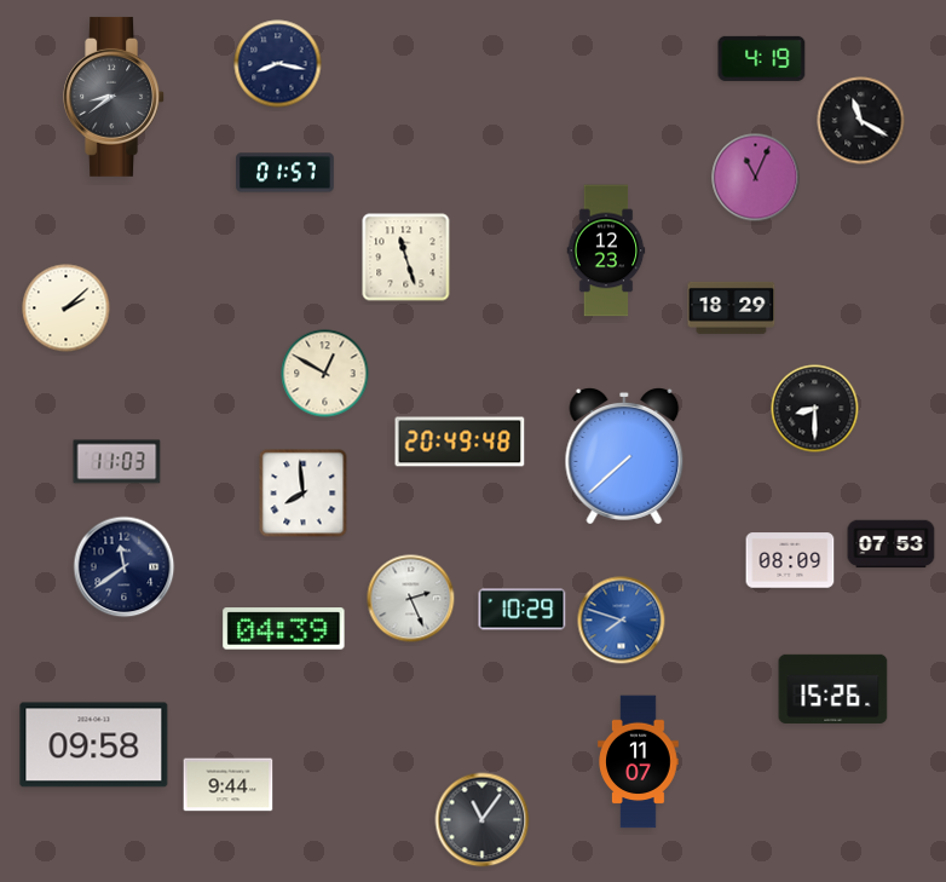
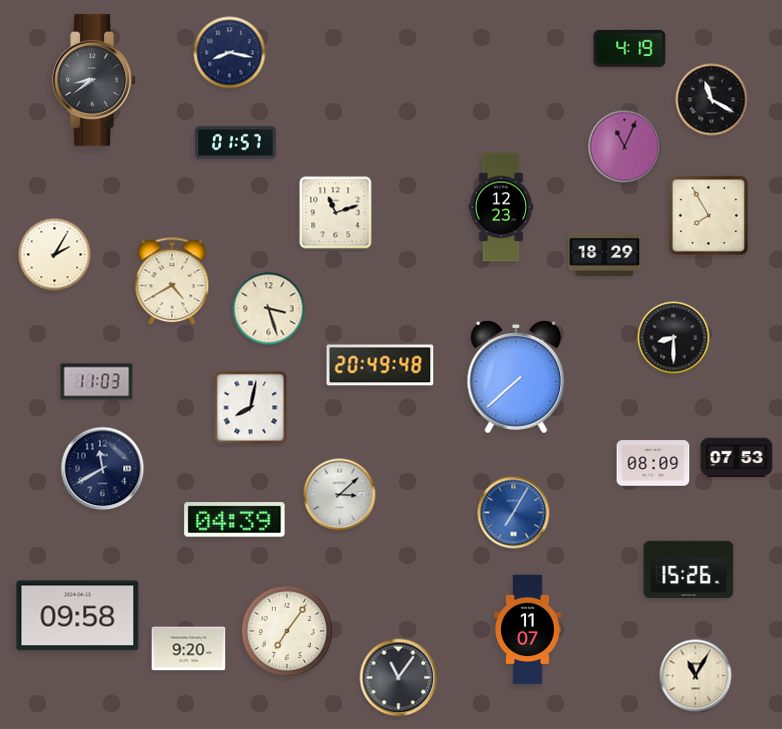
clock at (406, 258): 11:27 -> 11:12
clock at (708, 215): none -> 7:55
clock at (67, 309): 2:08 -> 2:05
clock at (172, 282): none -> 4:40
clock at (325, 374): 12:50 -> 3:27
clock at (304, 494): 7:59 -> 8:02
clock at (892, 544) position: (892, 544) -> (737, 458)
clock at (125, 567): 11:39 -> 11:40
clock at (411, 599): 2:26 -> 3:08
clock at (523, 610): 10:29 -> none
clock at (622, 621): 7:48 -> 7:05
clock at (286, 630): none -> 7:06
clock at (229, 785): 9:44 -> 9:20
clock at (696, 676): none -> 11:05
